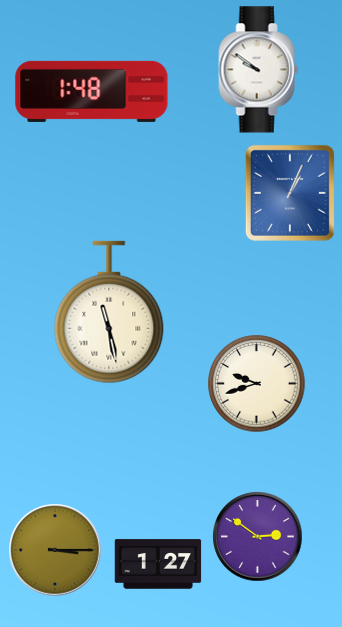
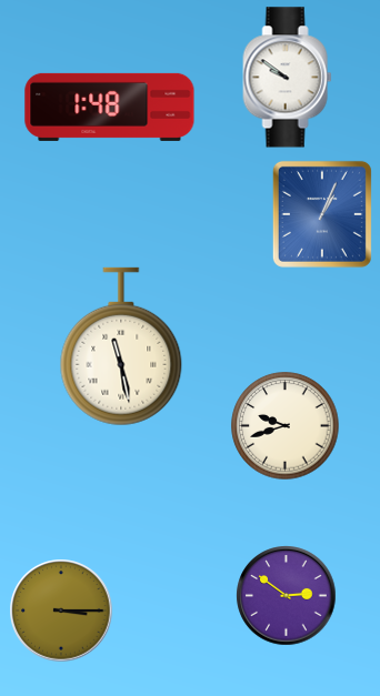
clock at (92, 91) position: (92, 91) -> (110, 107)
clock at (158, 564): 1:27 -> none
